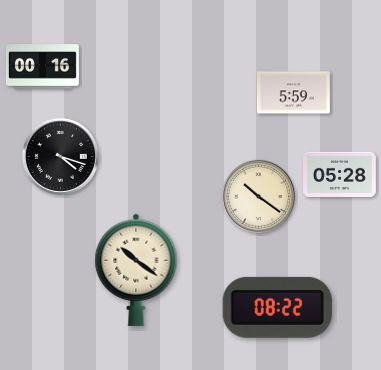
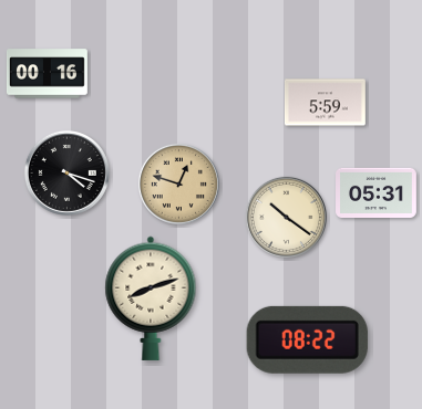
clock at (178, 183): none -> 12:48
clock at (340, 174): 05:28 -> 05:31
clock at (136, 270): 10:21 -> 8:12
